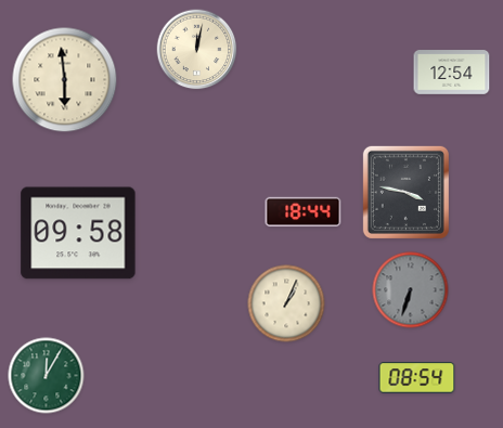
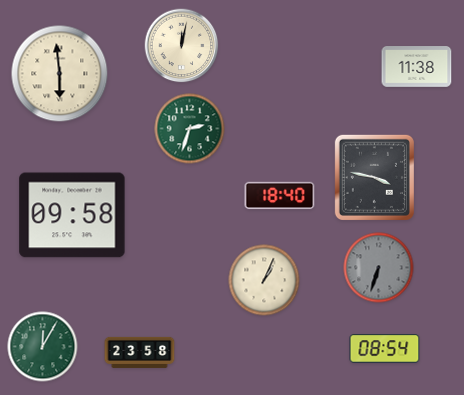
clock at (452, 73): 12:54 -> 11:38
clock at (190, 129): none -> 2:33
clock at (304, 212): 18:44 -> 18:40
clock at (140, 352): none -> 23:58
